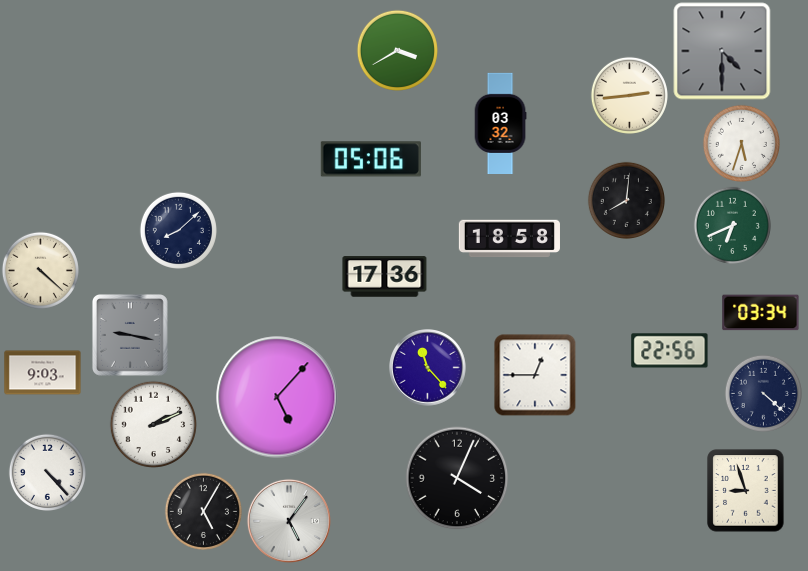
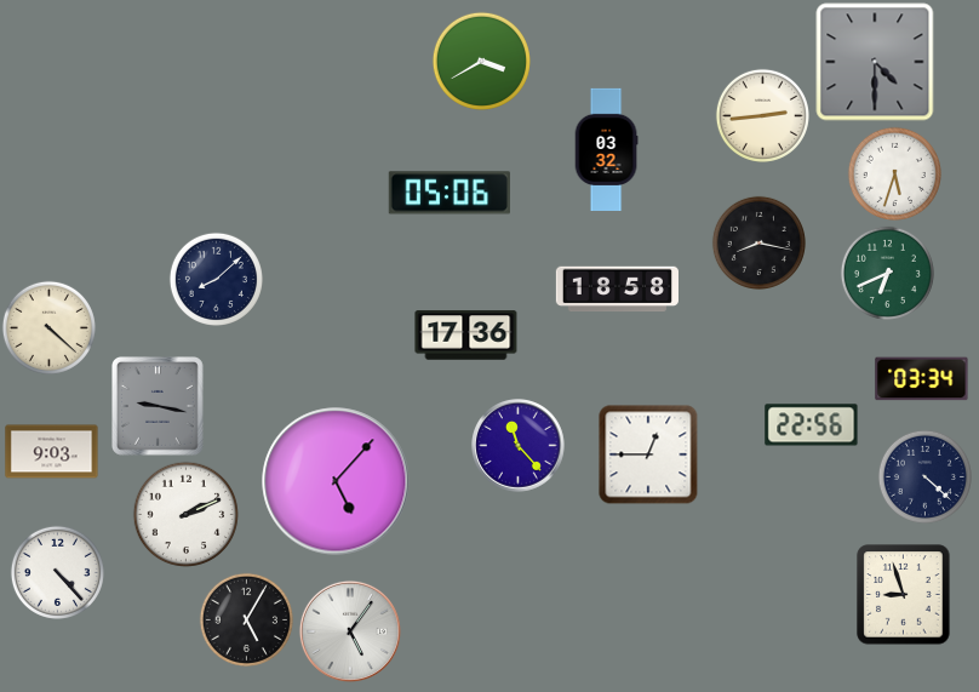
clock at (741, 143) position: (741, 143) -> (894, 173)
clock at (626, 200): 8:01 -> 8:17
clock at (457, 478): 4:04 -> none
